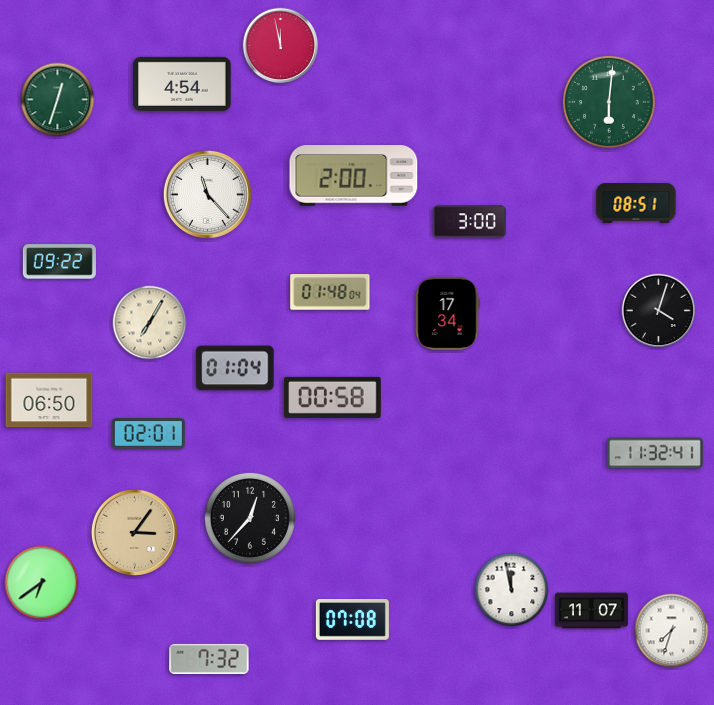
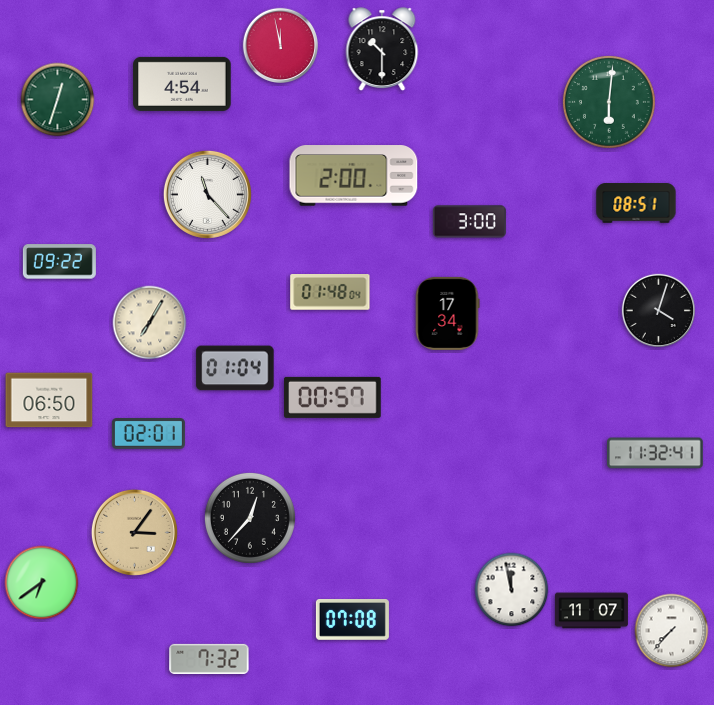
clock at (382, 49): none -> 10:30
clock at (333, 397): 00:58 -> 00:57
clock at (672, 631): 7:33 -> 7:37
